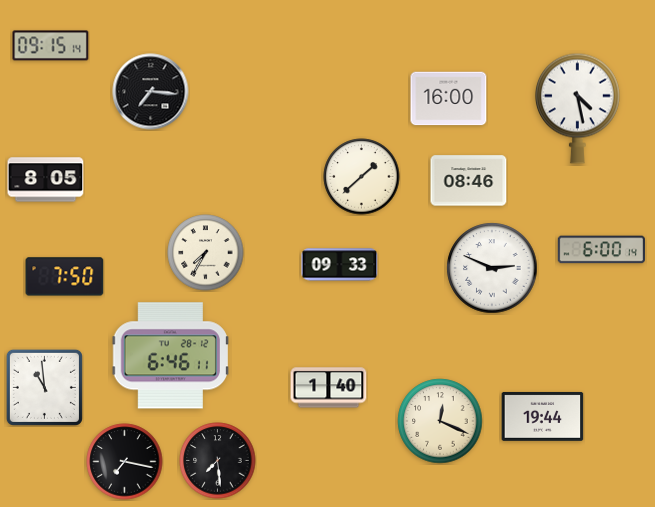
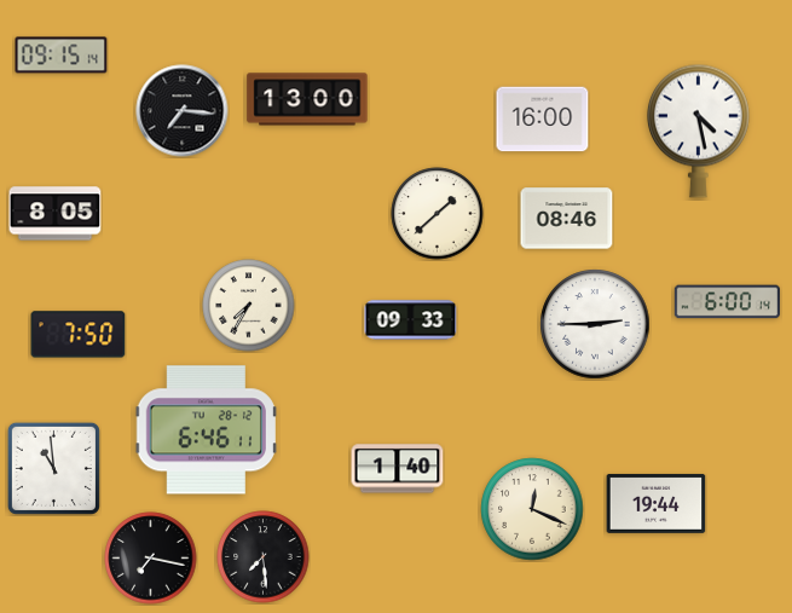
clock at (307, 99): none -> 13:00
clock at (46, 180) position: (46, 180) -> (56, 214)
clock at (492, 268): 2:49 -> 2:45
